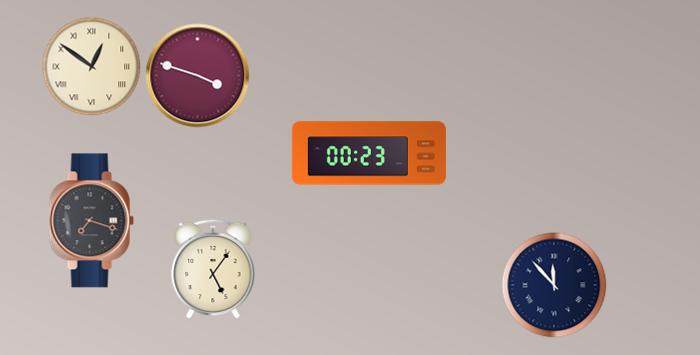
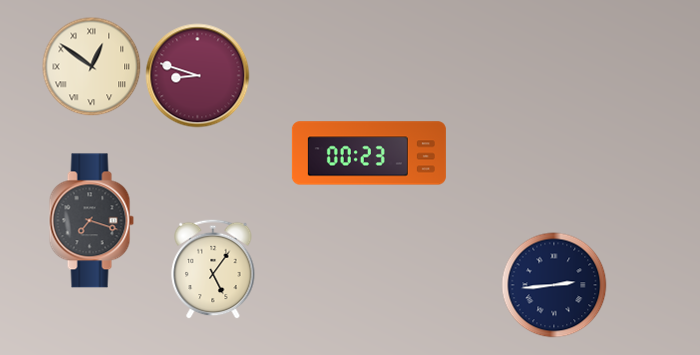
clock at (198, 76): 3:48 -> 8:48
clock at (554, 285): 11:53 -> 2:44
